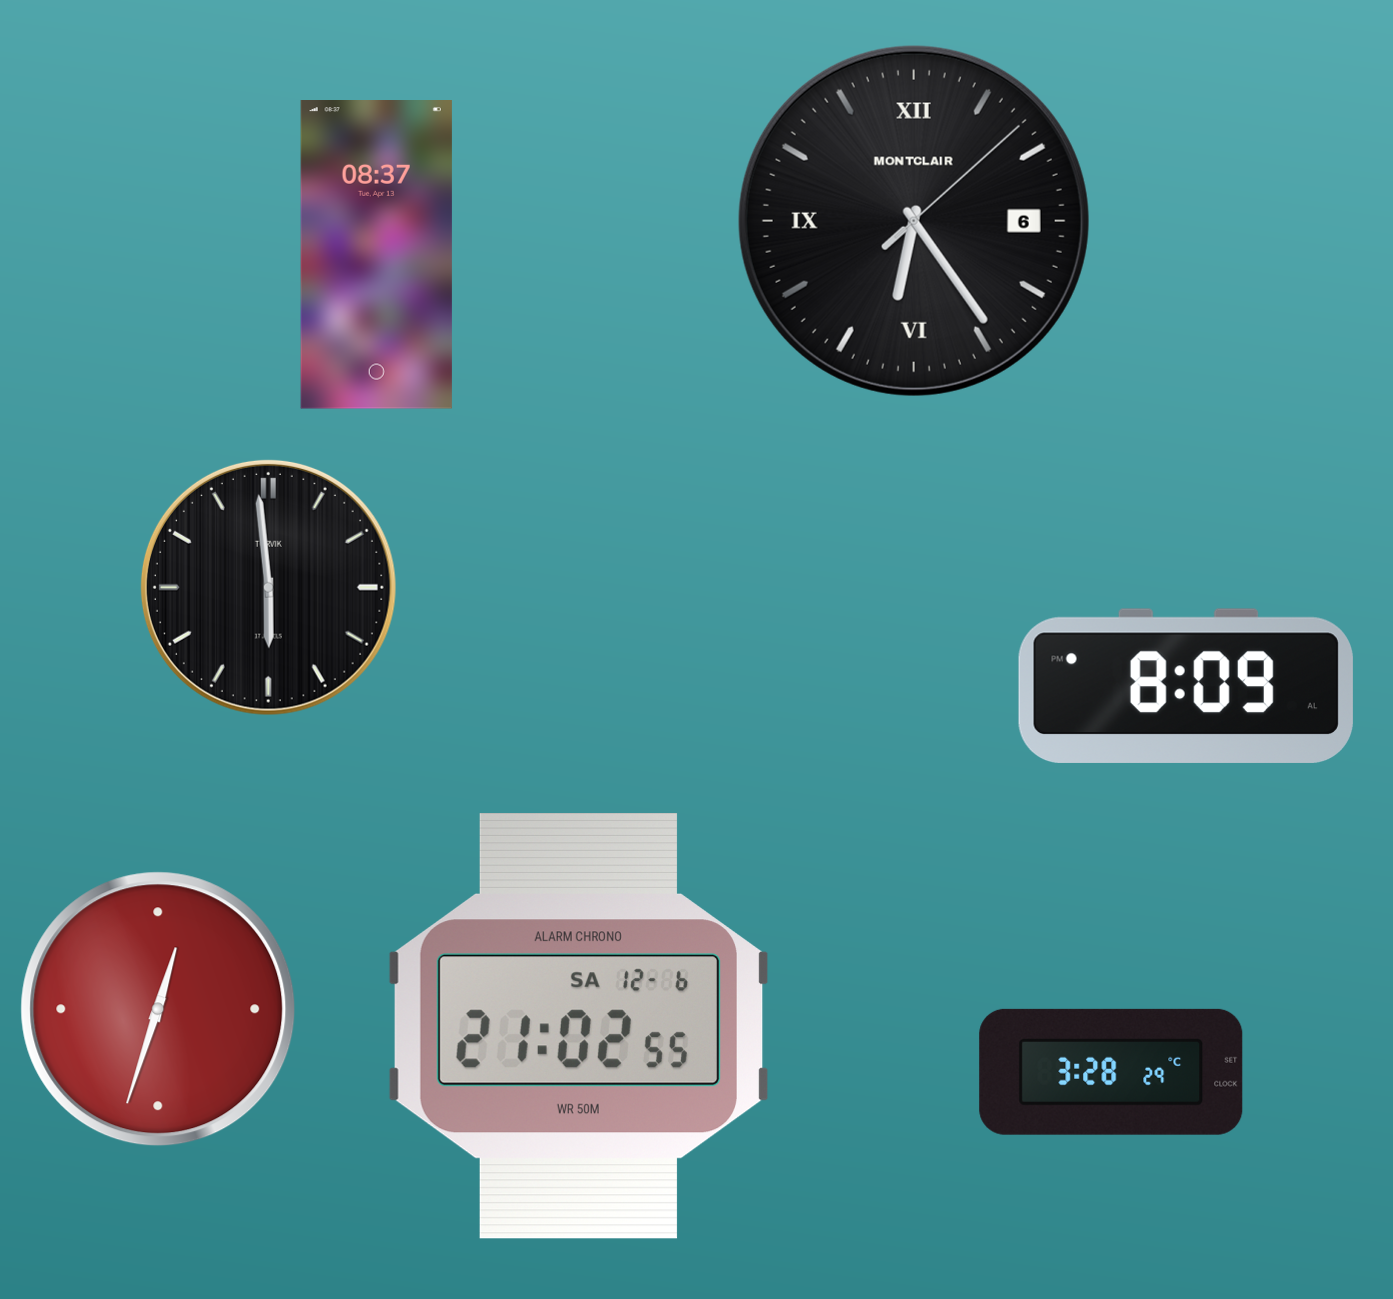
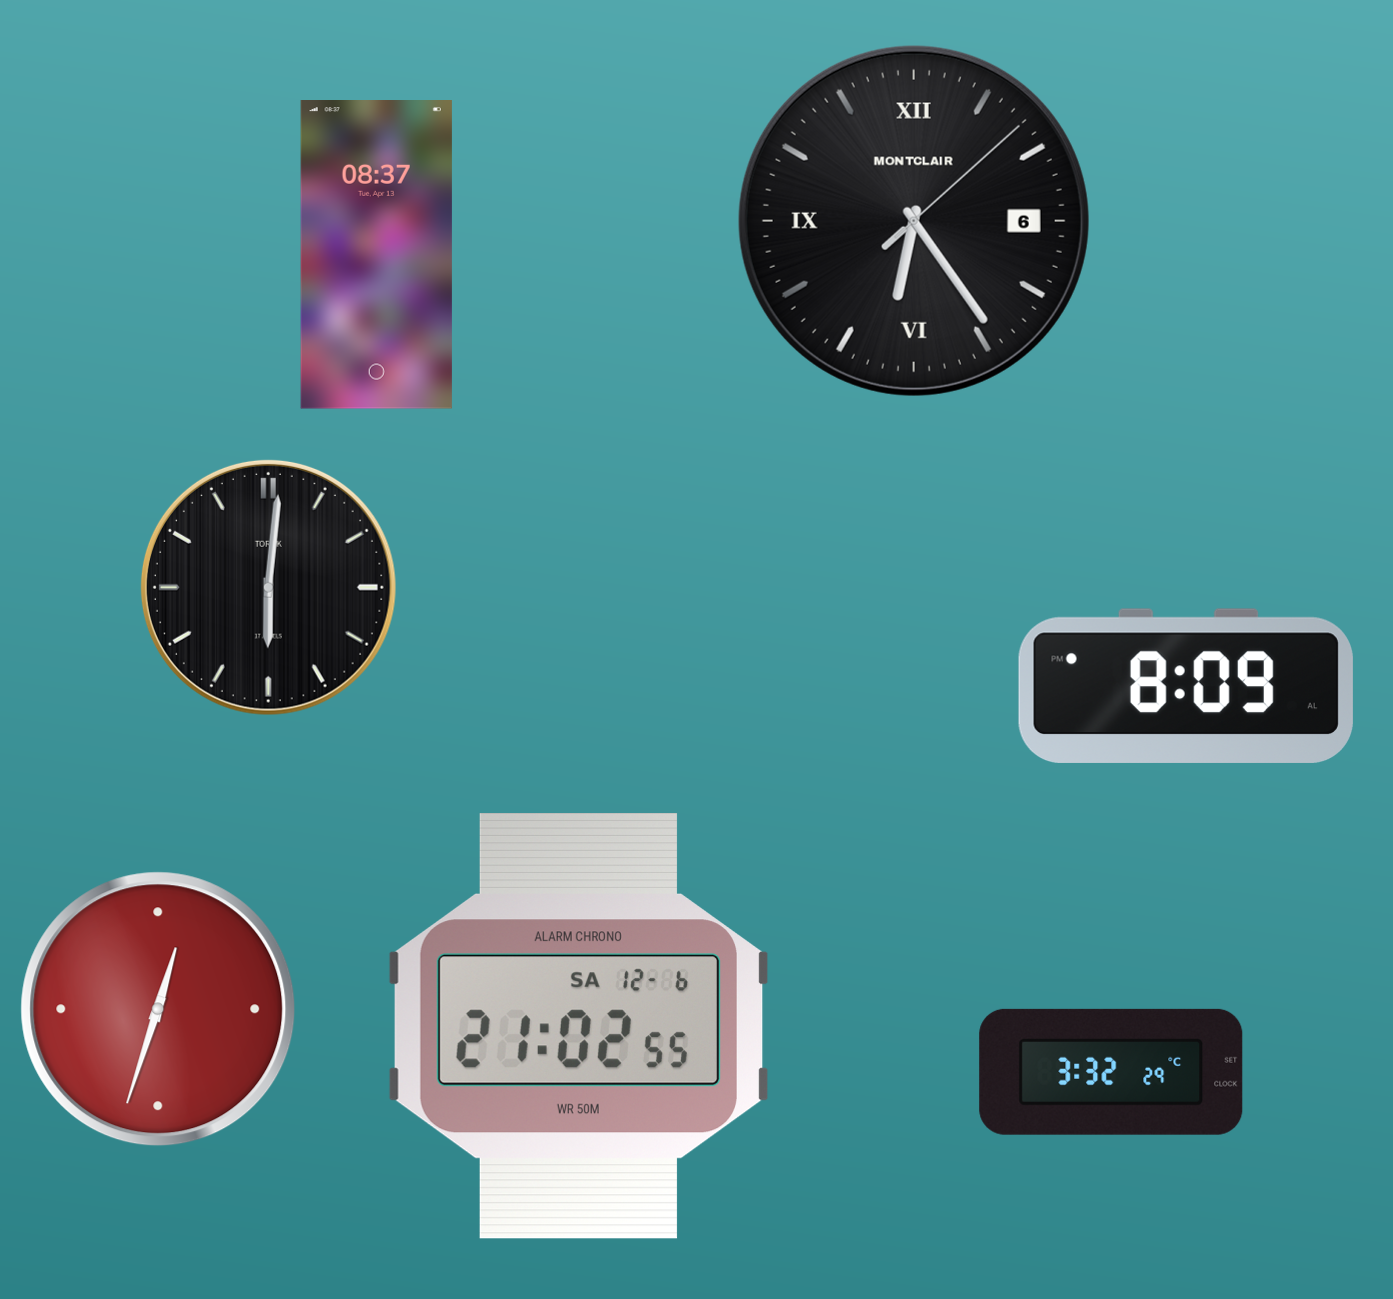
clock at (268, 587): 5:59 -> 6:01
clock at (1111, 1072): 3:28 -> 3:32
